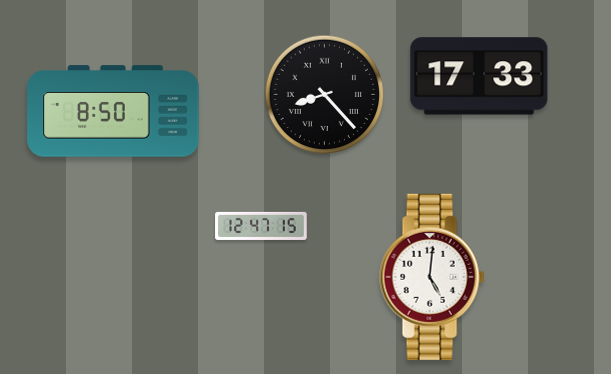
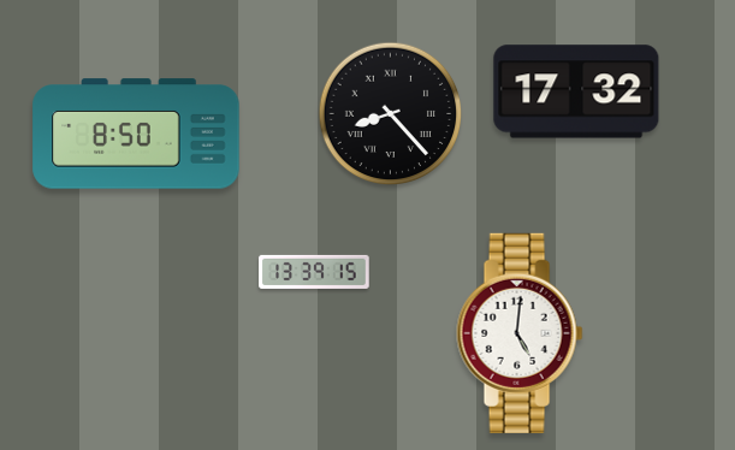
clock at (479, 76): 17:33 -> 17:32
clock at (261, 226): 12:47 -> 13:39
